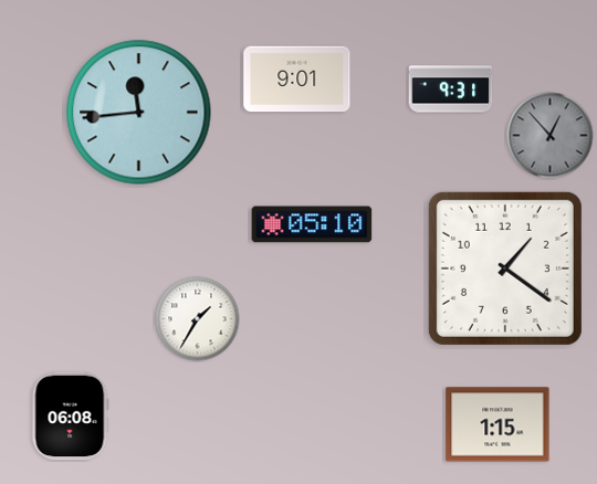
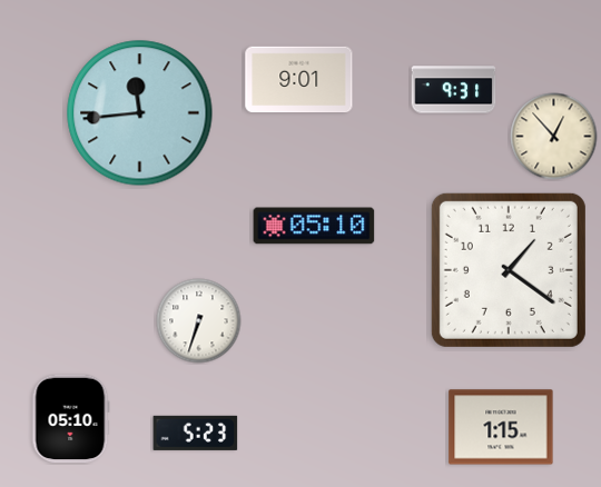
clock at (551, 136) dial: grey -> cream
clock at (198, 319): 1:35 -> 6:33
clock at (70, 417): 06:08 -> 05:10
clock at (196, 433): none -> 5:23
